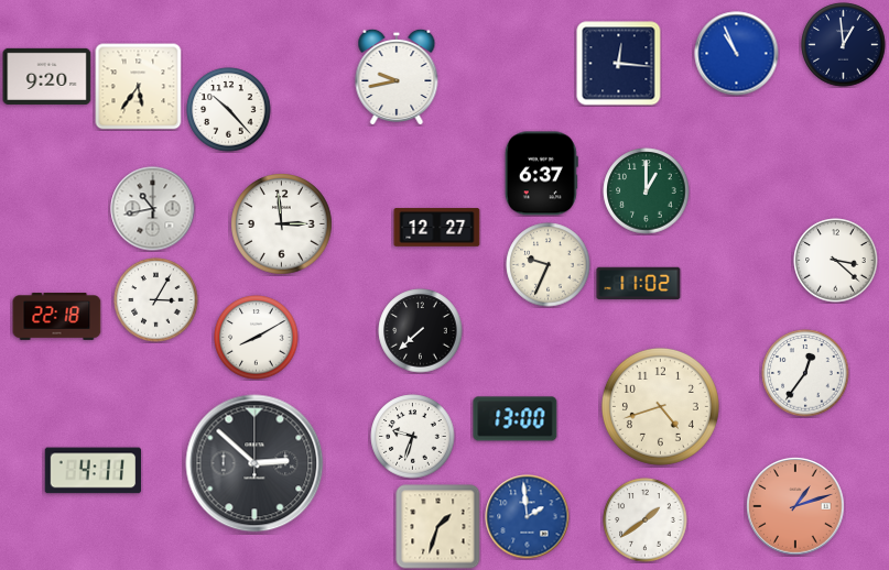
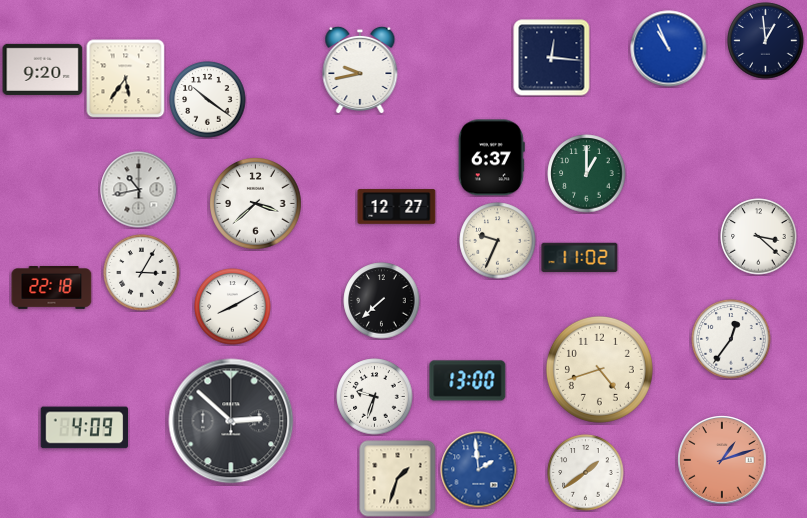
clock at (619, 64) position: (619, 64) -> (552, 58)
clock at (229, 110): 10:23 -> 10:21
clock at (282, 224): 2:59 -> 3:38
clock at (94, 471): 4:11 -> 4:09
